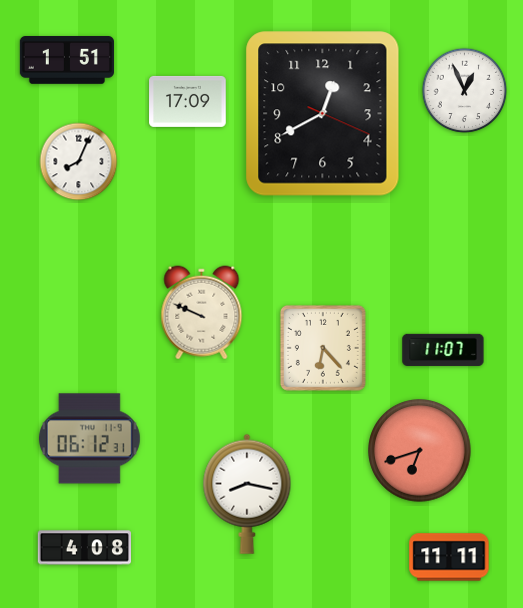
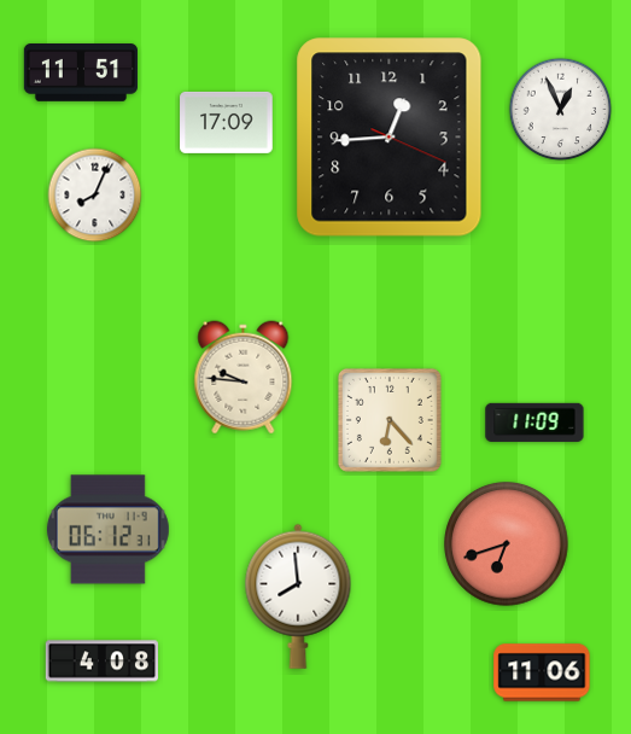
clock at (67, 61): 1:51 -> 11:51
clock at (323, 114): 12:40 -> 12:44
clock at (202, 313): 9:49 -> 9:46
clock at (443, 350): 11:07 -> 11:09
clock at (247, 494): 8:17 -> 7:59
clock at (449, 557): 11:11 -> 11:06
